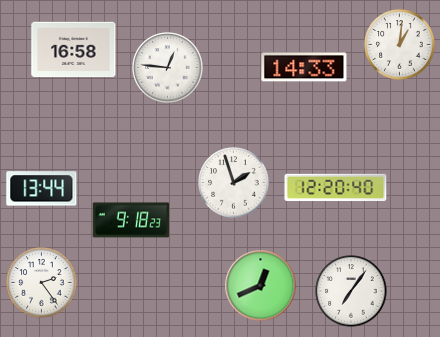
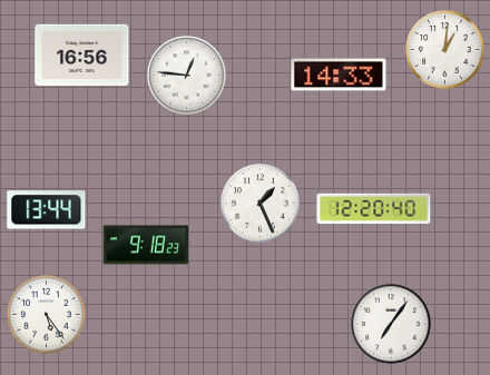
clock at (74, 50): 16:58 -> 16:56
clock at (234, 183): 1:57 -> 1:26
clock at (42, 283): 2:24 -> 5:24
clock at (261, 286): 12:41 -> none
